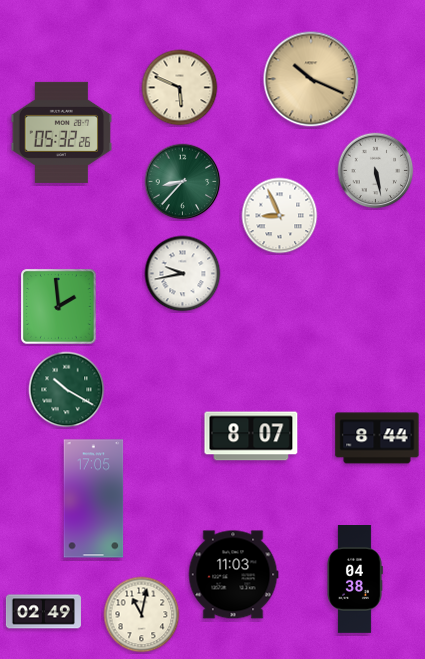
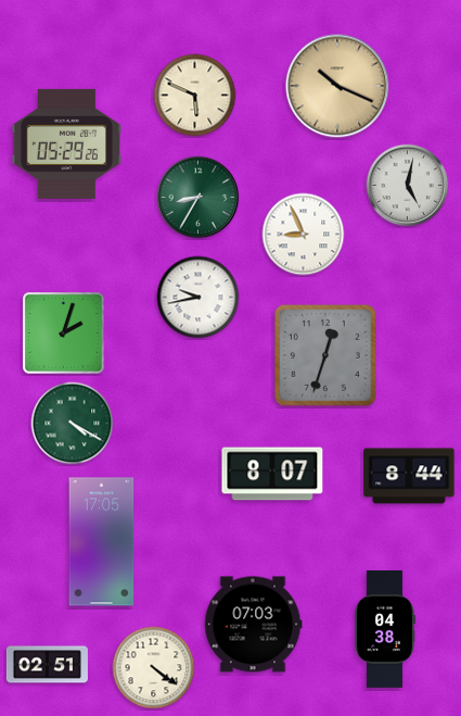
clock at (62, 132): 05:32 -> 05:29
clock at (376, 171): 5:28 -> 5:02
clock at (183, 182): 8:37 -> 8:35
clock at (59, 307): 1:59 -> 2:03
clock at (325, 355): none -> 12:33
clock at (67, 390): 10:20 -> 4:20
clock at (233, 575): 11:03 -> 07:03
clock at (43, 612): 02:49 -> 02:51
clock at (142, 615): 11:02 -> 4:21
